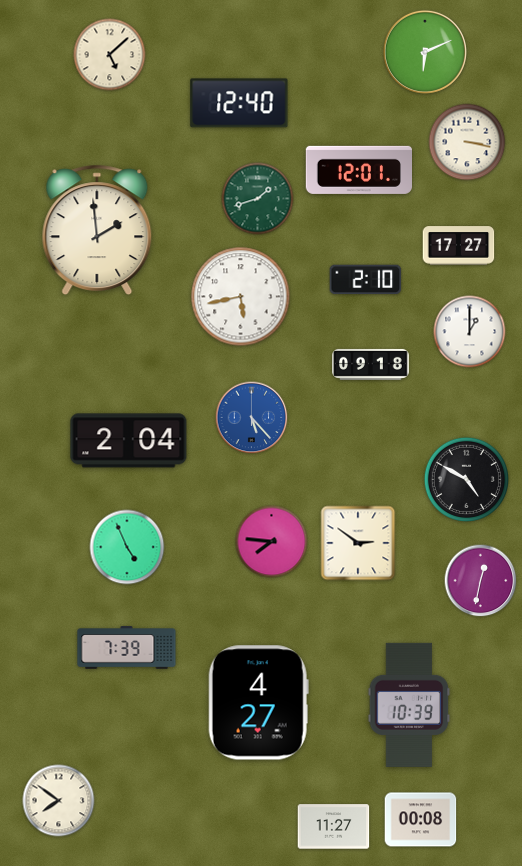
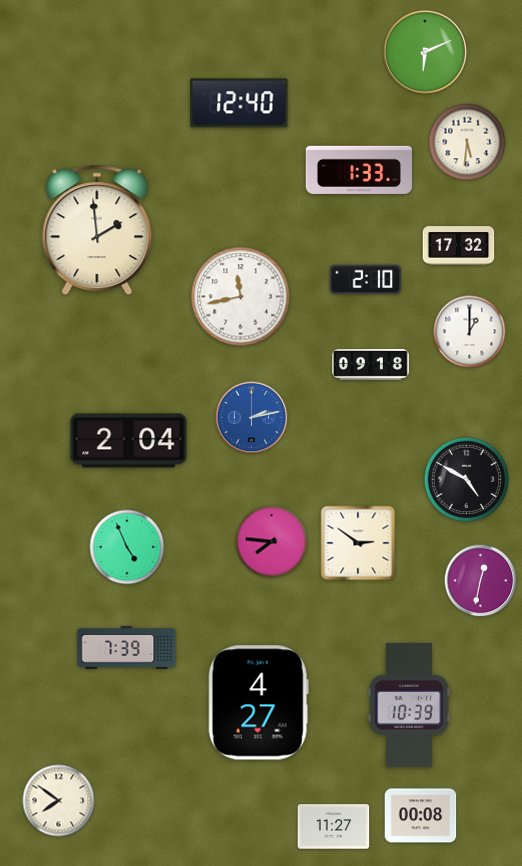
clock at (110, 55): 5:08 -> none
clock at (467, 142): 3:17 -> 5:31
clock at (358, 170): 12:01 -> 1:33
clock at (258, 199): 1:42 -> none
clock at (459, 246): 17:27 -> 17:32
clock at (241, 297): 5:43 -> 11:43
clock at (252, 418): 5:23 -> 2:13
clock at (421, 820) position: (421, 820) -> (421, 816)
